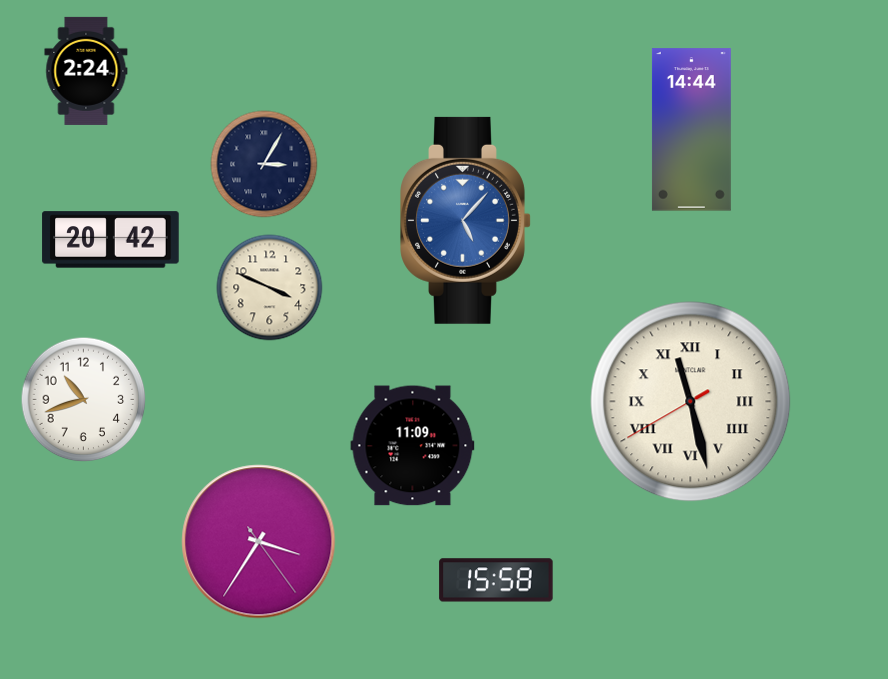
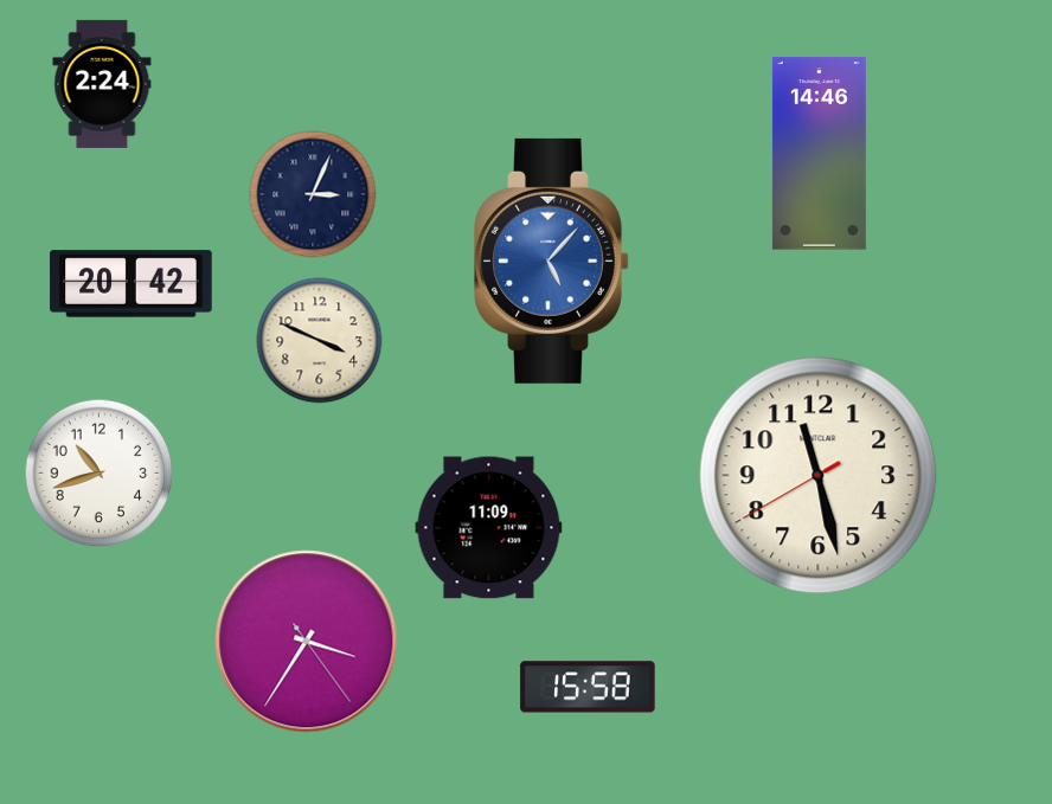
clock at (691, 130): 14:44 -> 14:46
clock at (264, 164): 3:05 -> 3:04
clock at (691, 402) numerals: Roman -> Arabic
